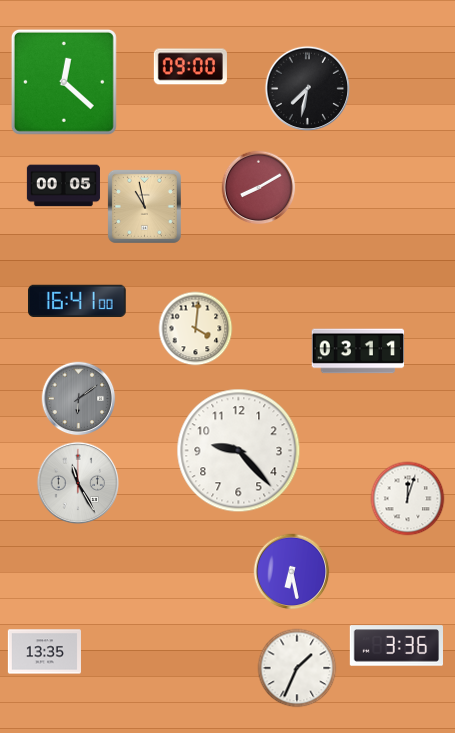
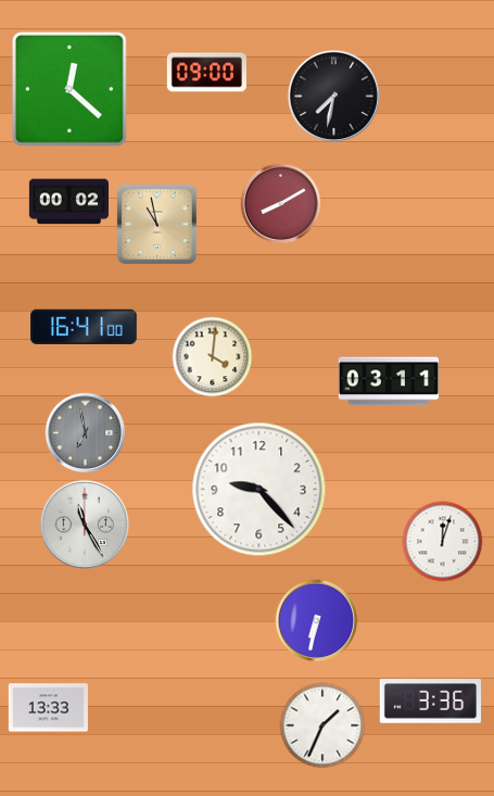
clock at (63, 186): 00:05 -> 00:02
clock at (79, 399): 6:09 -> 6:58
clock at (292, 572): 6:28 -> 6:32
clock at (44, 652): 13:35 -> 13:33
